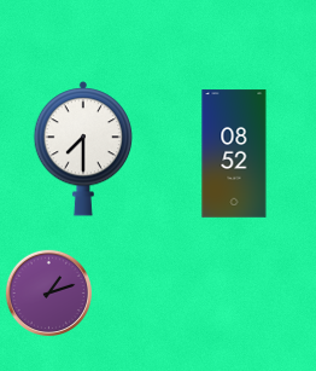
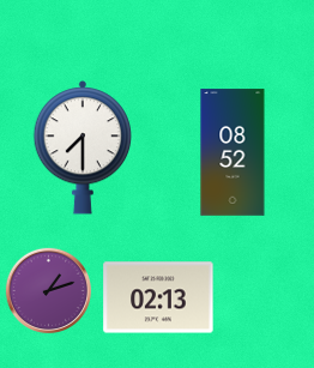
clock at (158, 297): none -> 02:13
